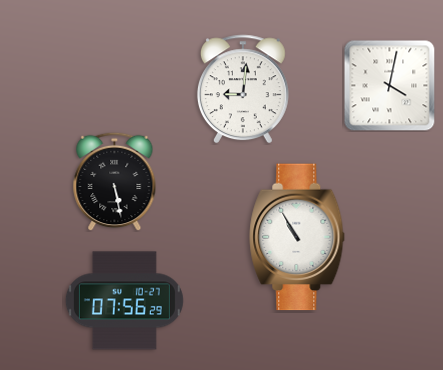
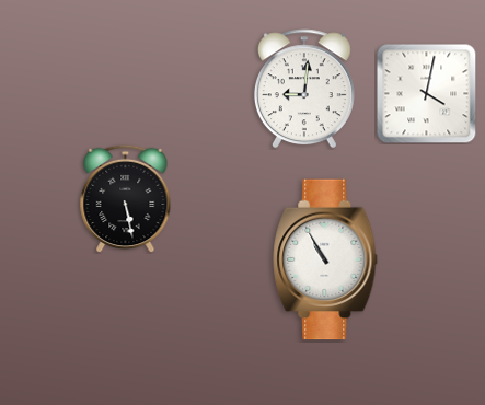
clock at (243, 89) position: (243, 89) -> (304, 89)
clock at (124, 301): 07:56 -> none
